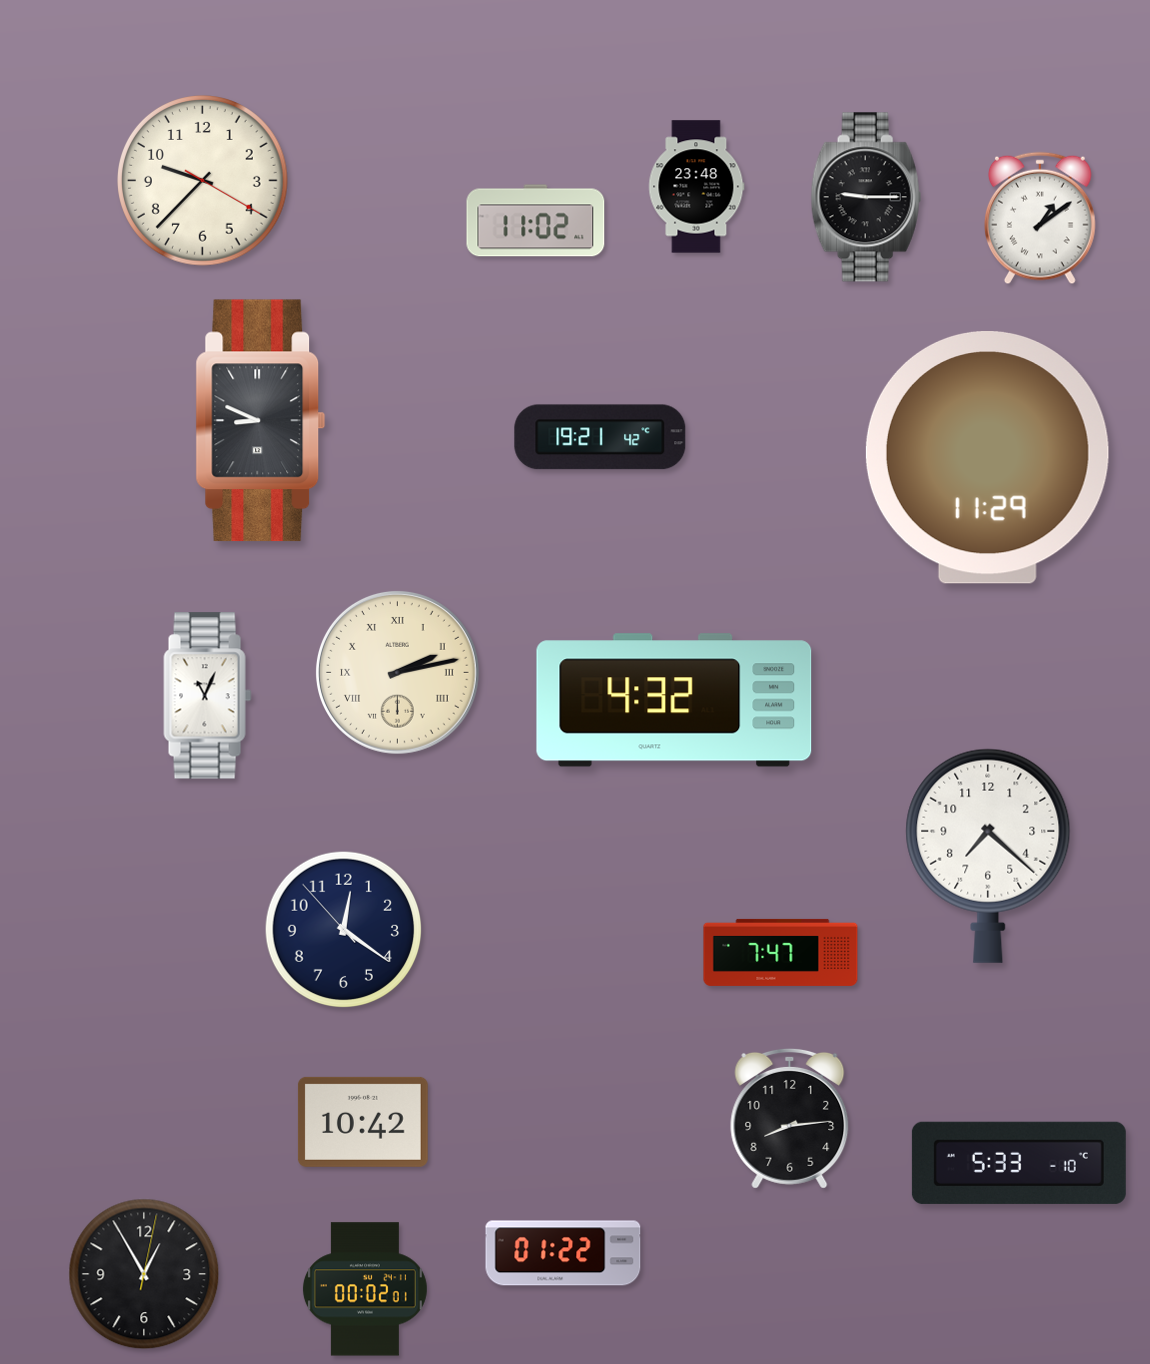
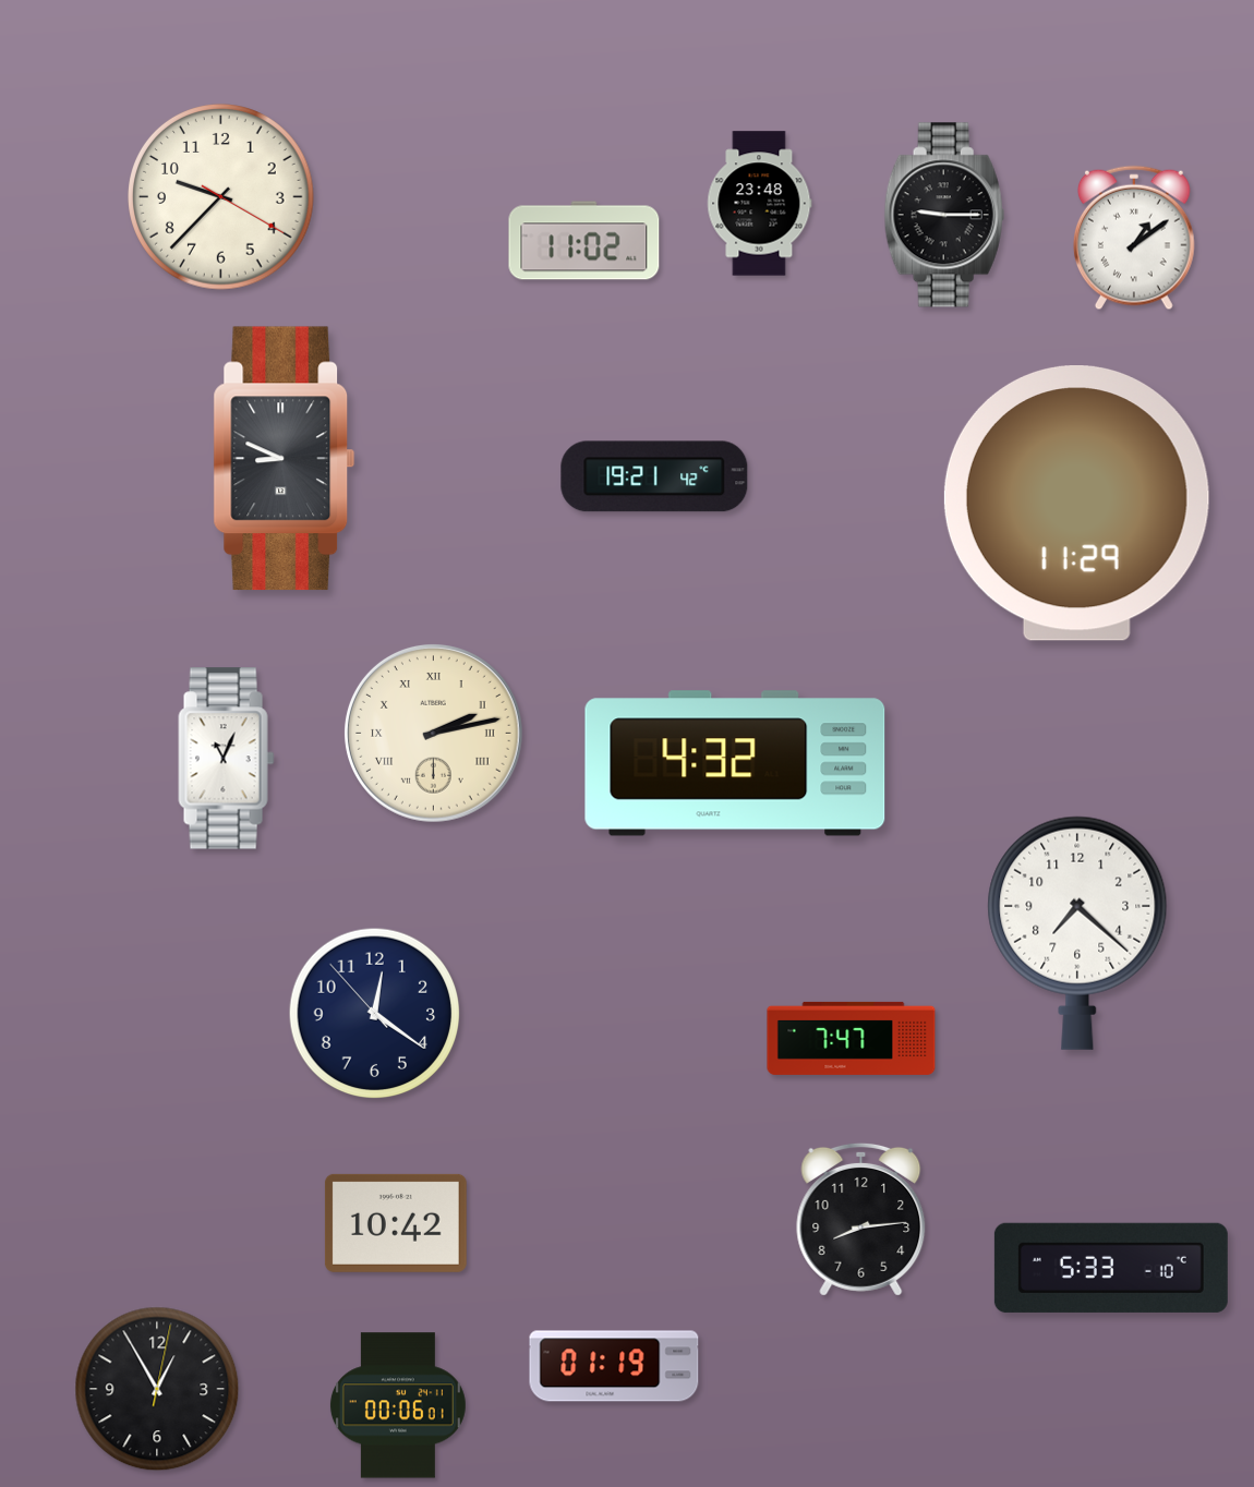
clock at (987, 458) position: (987, 458) -> (1076, 504)
clock at (563, 1253): 01:22 -> 01:19
clock at (365, 1289): 00:02 -> 00:06
